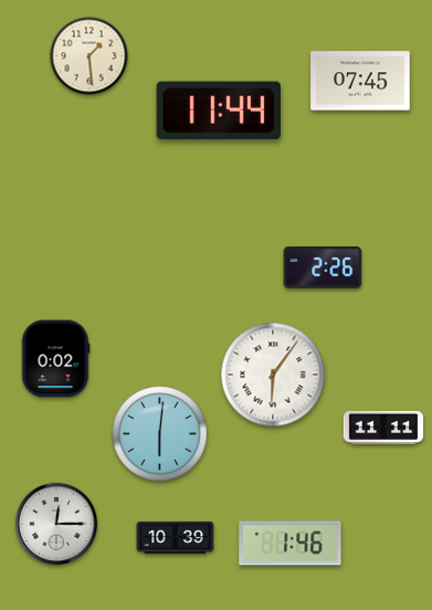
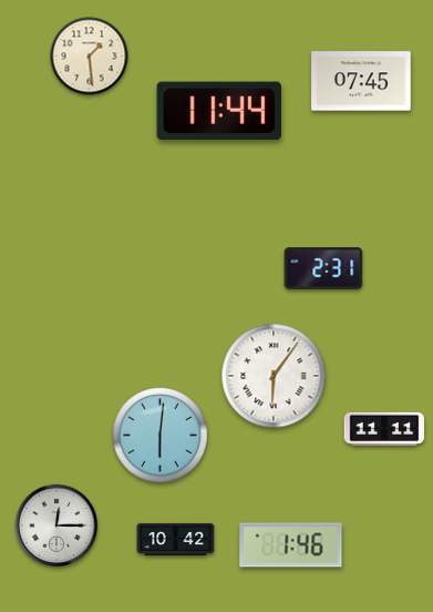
clock at (323, 269): 2:26 -> 2:31
clock at (55, 359): 0:02 -> none
clock at (176, 537): 10:39 -> 10:42
